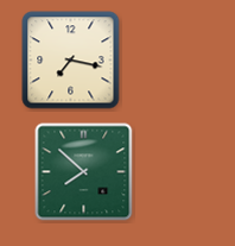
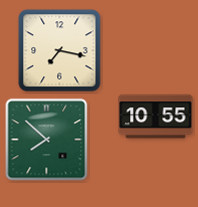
clock at (156, 117): none -> 10:55
clock at (84, 172) position: (84, 172) -> (47, 140)
